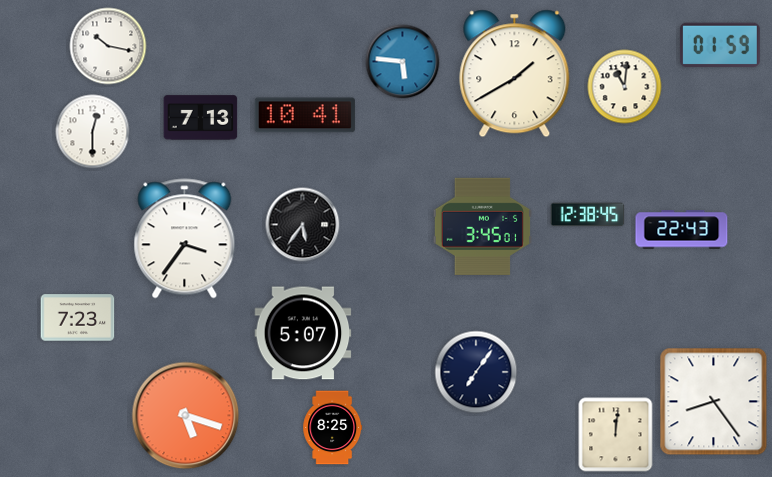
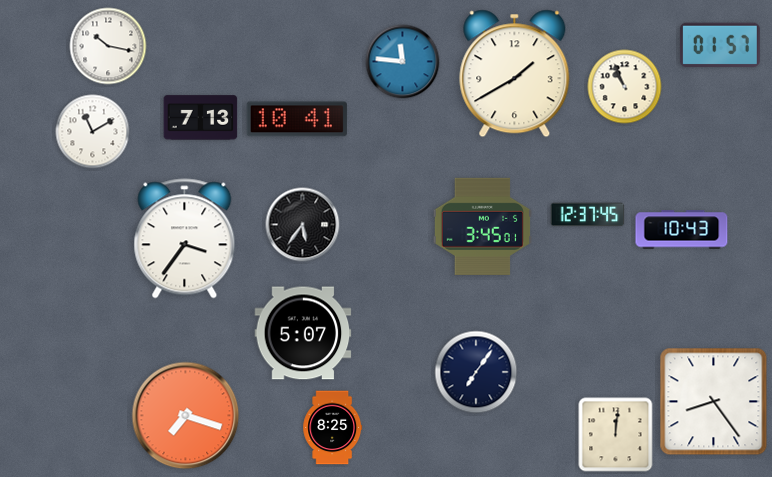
clock at (720, 45): 01:59 -> 01:57
clock at (403, 62): 5:46 -> 11:46
clock at (625, 87): 11:01 -> 10:56
clock at (305, 115) position: (305, 115) -> (297, 119)
clock at (93, 132): 12:30 -> 11:10
clock at (588, 215): 12:38 -> 12:37
clock at (682, 230): 22:43 -> 10:43
clock at (78, 318): 7:23 -> none
clock at (186, 416): 5:18 -> 7:18
